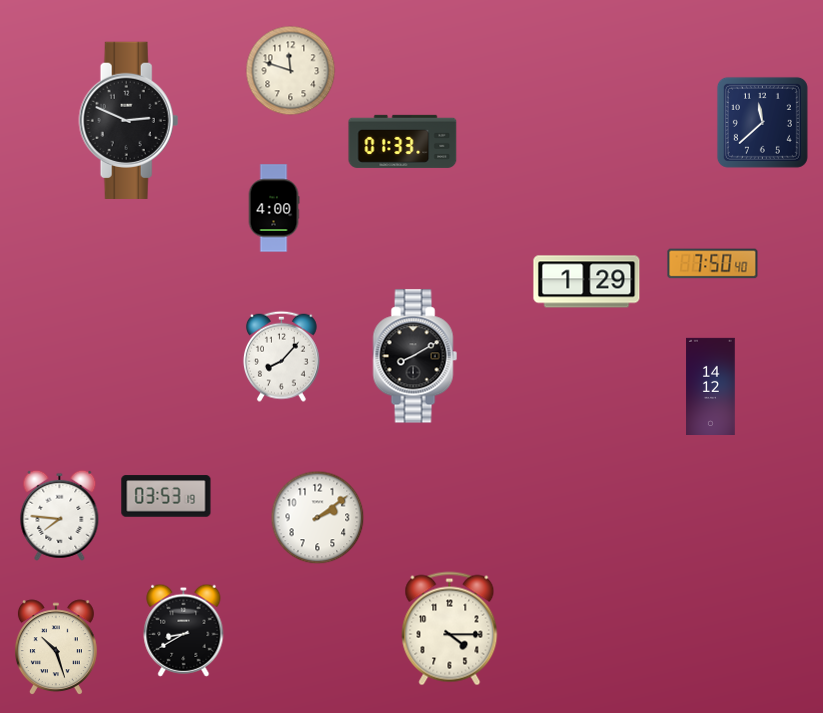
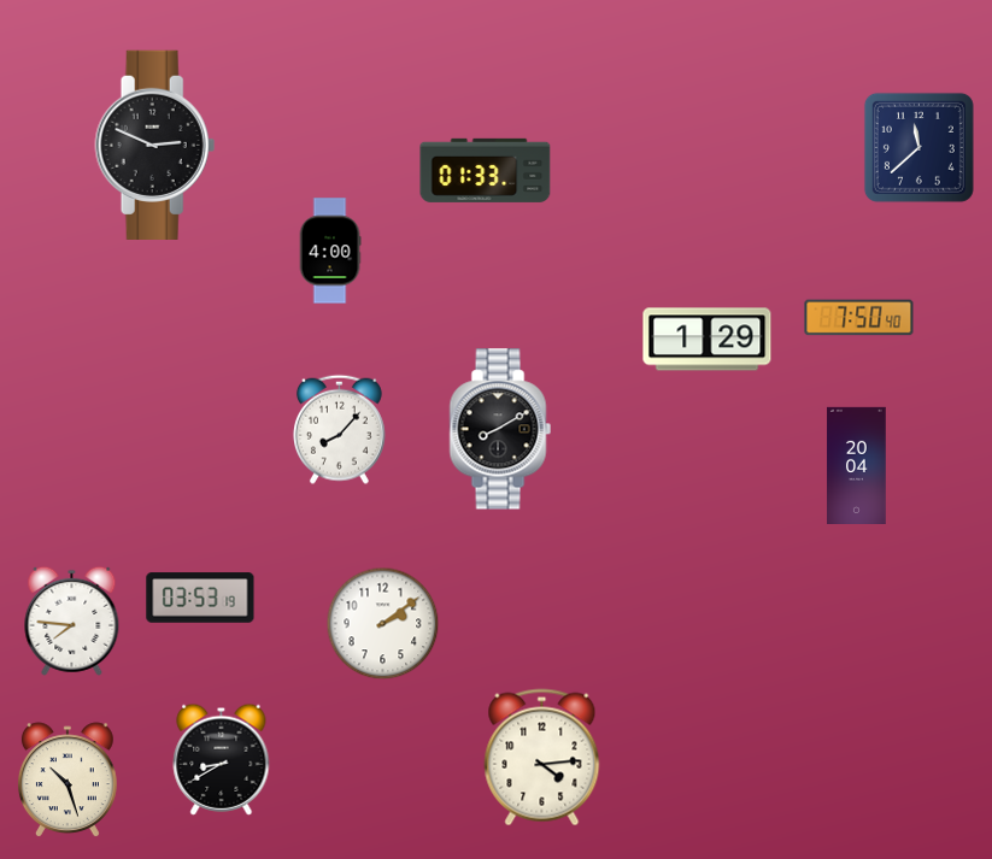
clock at (291, 71): 11:48 -> none
clock at (711, 386): 14:12 -> 20:04
clock at (450, 629): 4:15 -> 4:14
